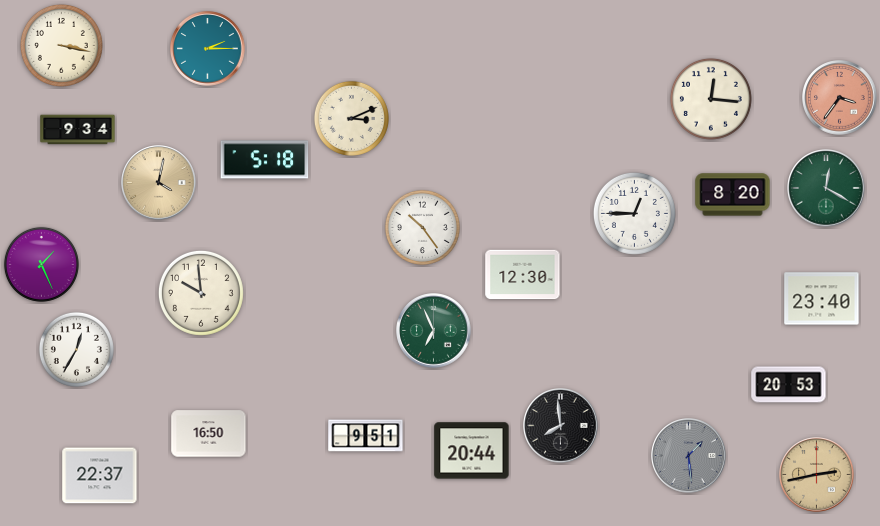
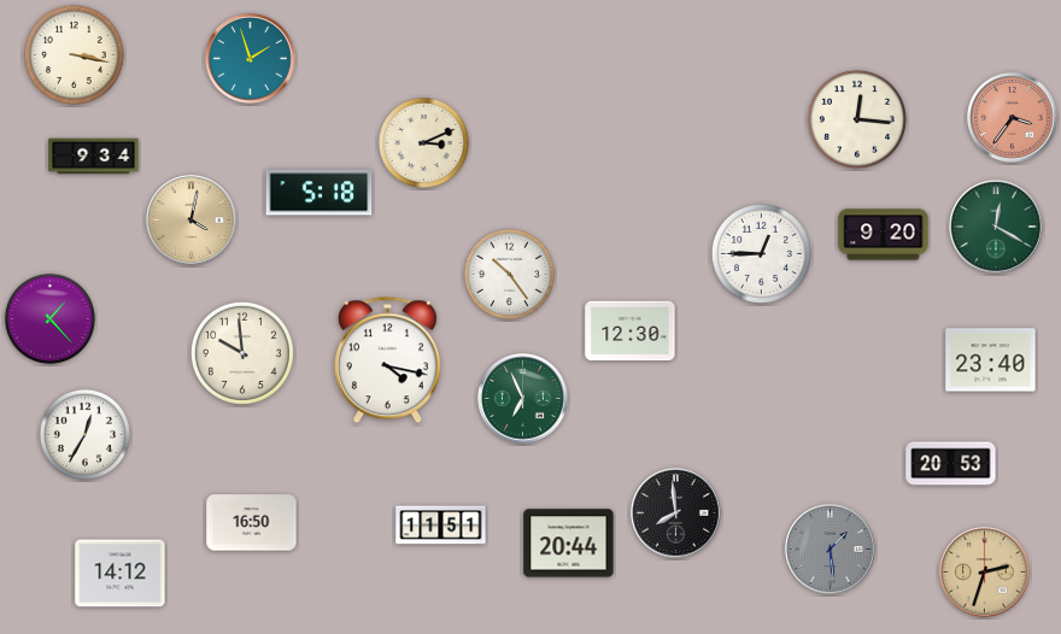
clock at (208, 49): 2:15 -> 1:57
clock at (733, 195): 8:20 -> 9:20
clock at (634, 213) position: (634, 213) -> (761, 253)
clock at (41, 264): 1:26 -> 1:23
clock at (387, 360): none -> 4:17
clock at (76, 349) position: (76, 349) -> (84, 434)
clock at (366, 436): 9:51 -> 11:51
clock at (817, 475): 2:43 -> 2:33
clock at (100, 476): 22:37 -> 14:12
